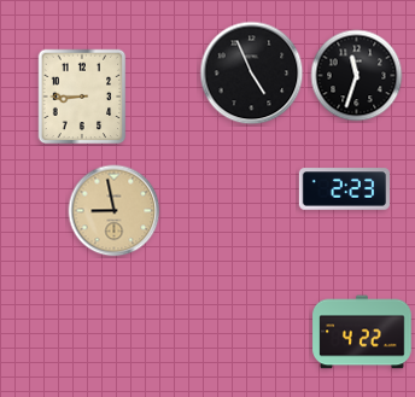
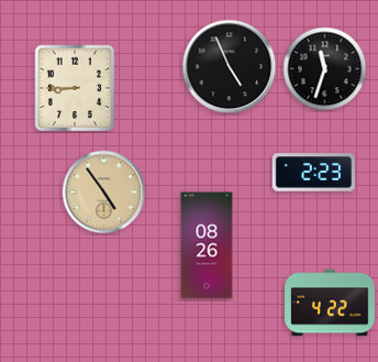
clock at (115, 211): 8:58 -> 4:54
clock at (207, 245): none -> 08:26
